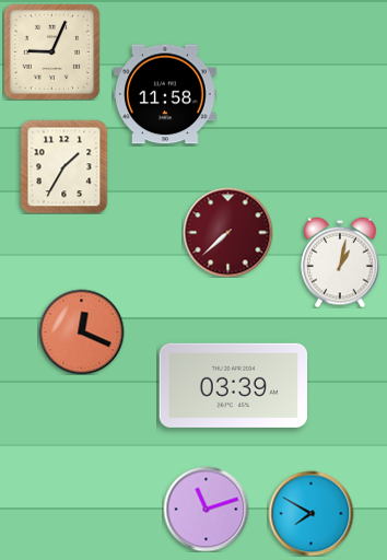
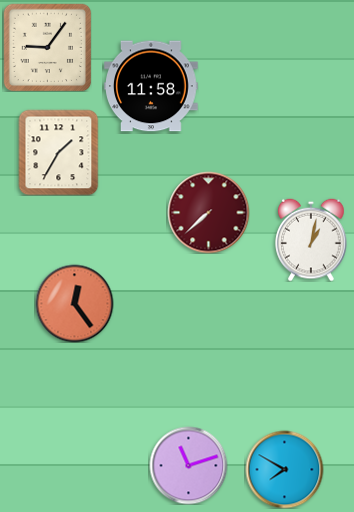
clock at (51, 51): 9:04 -> 9:06
clock at (81, 331): 12:19 -> 12:24
clock at (234, 385): 03:39 -> none
